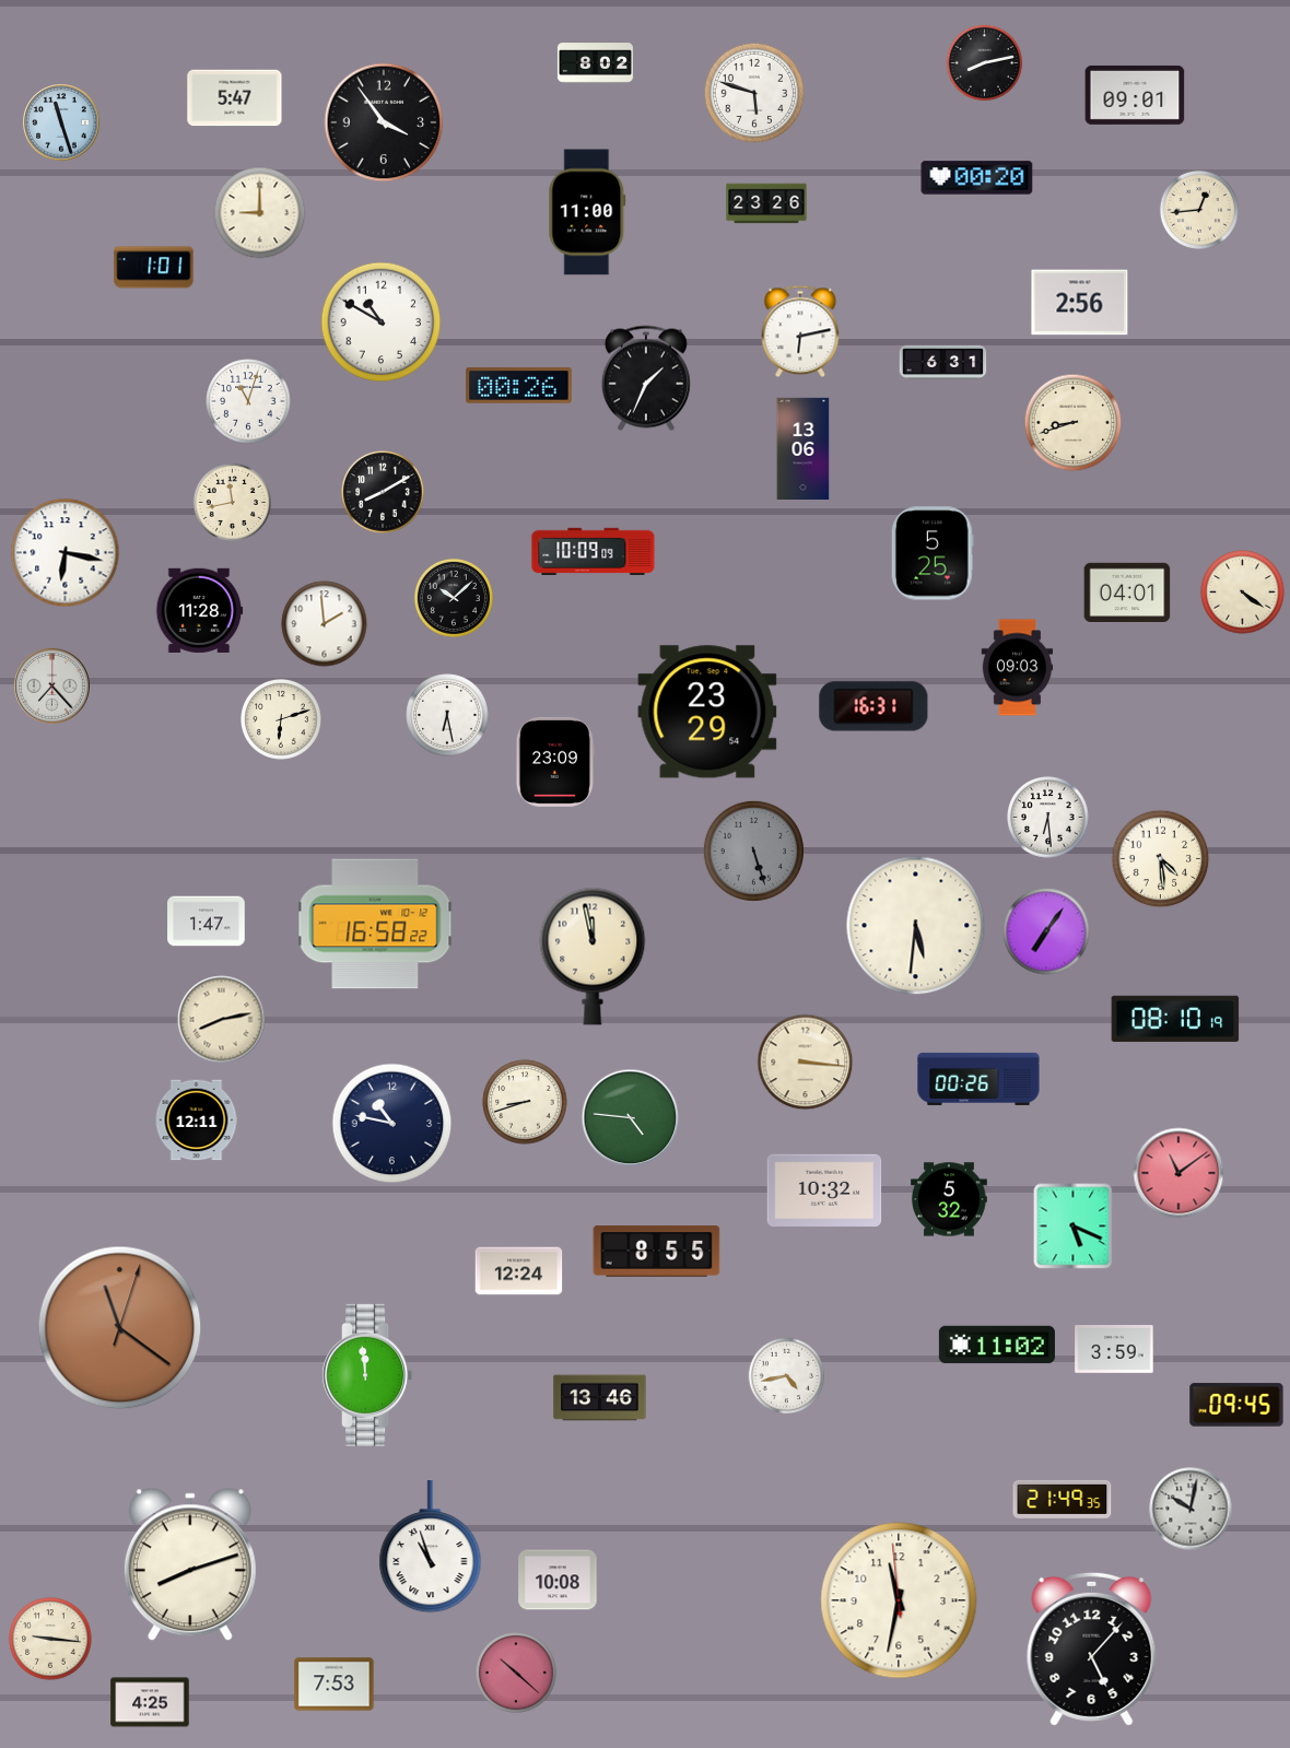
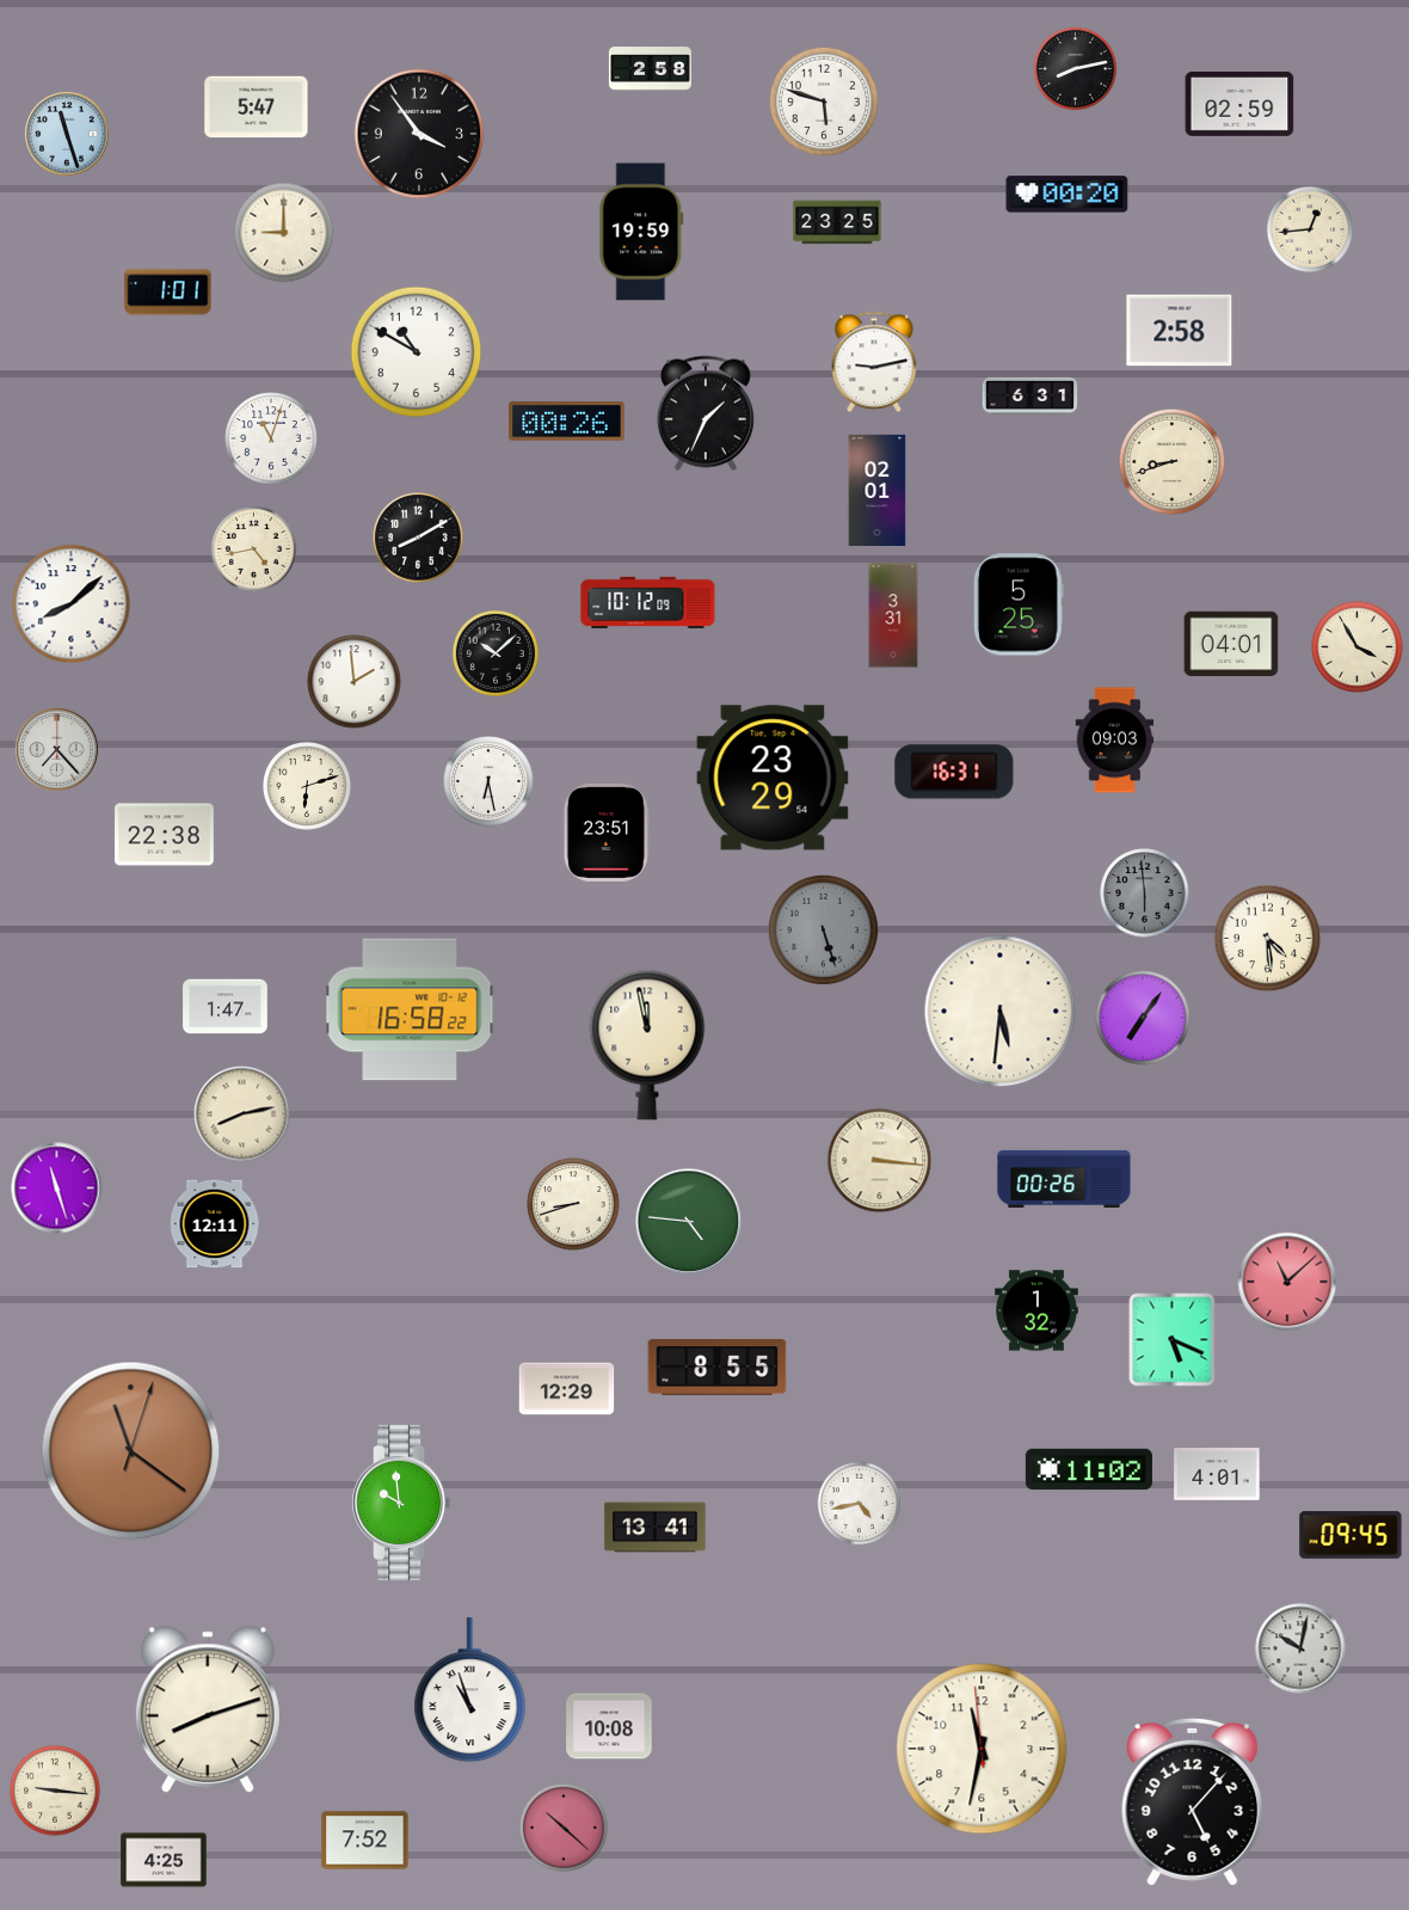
clock at (595, 63): 8:02 -> 2:58
clock at (1135, 95): 09:01 -> 02:59
clock at (766, 203): 23:26 -> 23:25
clock at (587, 212): 11:00 -> 19:59
clock at (1080, 303): 2:56 -> 2:58
clock at (800, 331): 6:13 -> 9:13
clock at (804, 448): 13:06 -> 02:01
clock at (232, 502): 11:43 -> 4:43
clock at (594, 551): 10:09 -> 10:12
clock at (66, 553): 6:17 -> 8:08
clock at (893, 615): none -> 3:31
clock at (1127, 591) position: (1127, 591) -> (1231, 643)
clock at (1243, 593): 4:21 -> 3:55
clock at (199, 610): 11:28 -> none
clock at (1018, 668) position: (1018, 668) -> (1115, 741)
clock at (555, 762): 23:09 -> 23:51
clock at (165, 835): none -> 22:38
clock at (1048, 818): 6:29 -> 5:59
clock at (1048, 818) dial: white -> grey
clock at (1175, 1019): 08:10 -> none
clock at (978, 1079) position: (978, 1079) -> (1064, 1179)
clock at (57, 1189): none -> 11:27
clock at (392, 1124): 10:47 -> none
clock at (1178, 1173): 11:09 -> 11:08
clock at (824, 1189): 10:32 -> none
clock at (950, 1199): 5:32 -> 1:32
clock at (519, 1271): 12:24 -> 12:29
clock at (1114, 1349): 3:59 -> 4:01
clock at (367, 1375): 11:59 -> 9:59
clock at (600, 1398): 13:46 -> 13:41
clock at (1063, 1499): 21:49 -> none
clock at (335, 1685): 7:53 -> 7:52
